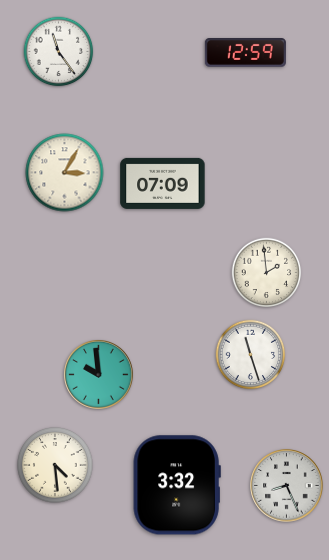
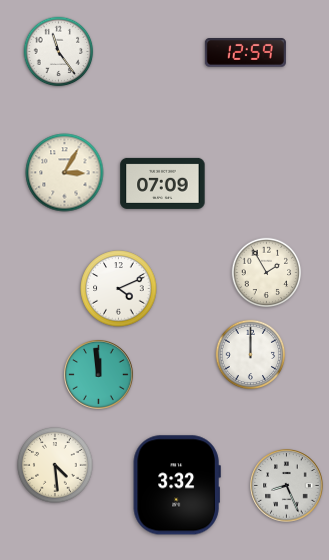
clock at (267, 273): 1:59 -> 1:55
clock at (119, 289): none -> 4:11
clock at (251, 355): 11:27 -> 12:00
clock at (99, 375): 9:59 -> 11:59
